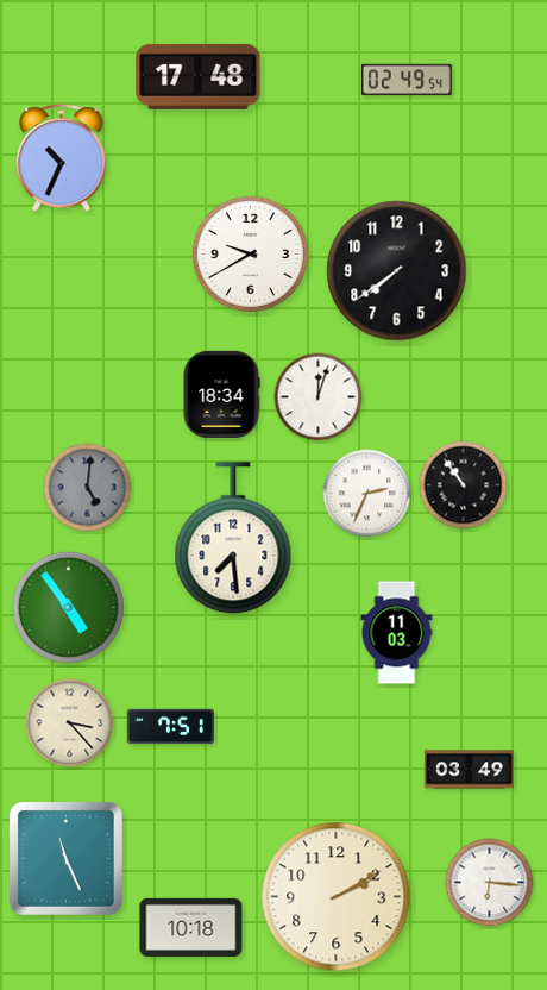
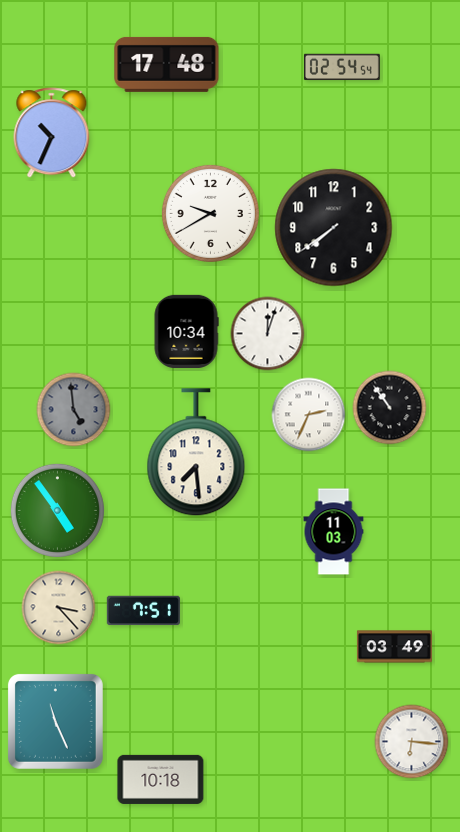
clock at (407, 80): 02:49 -> 02:54
clock at (221, 394): 18:34 -> 10:34
clock at (88, 488): 5:01 -> 4:59
clock at (337, 897): 2:10 -> none
